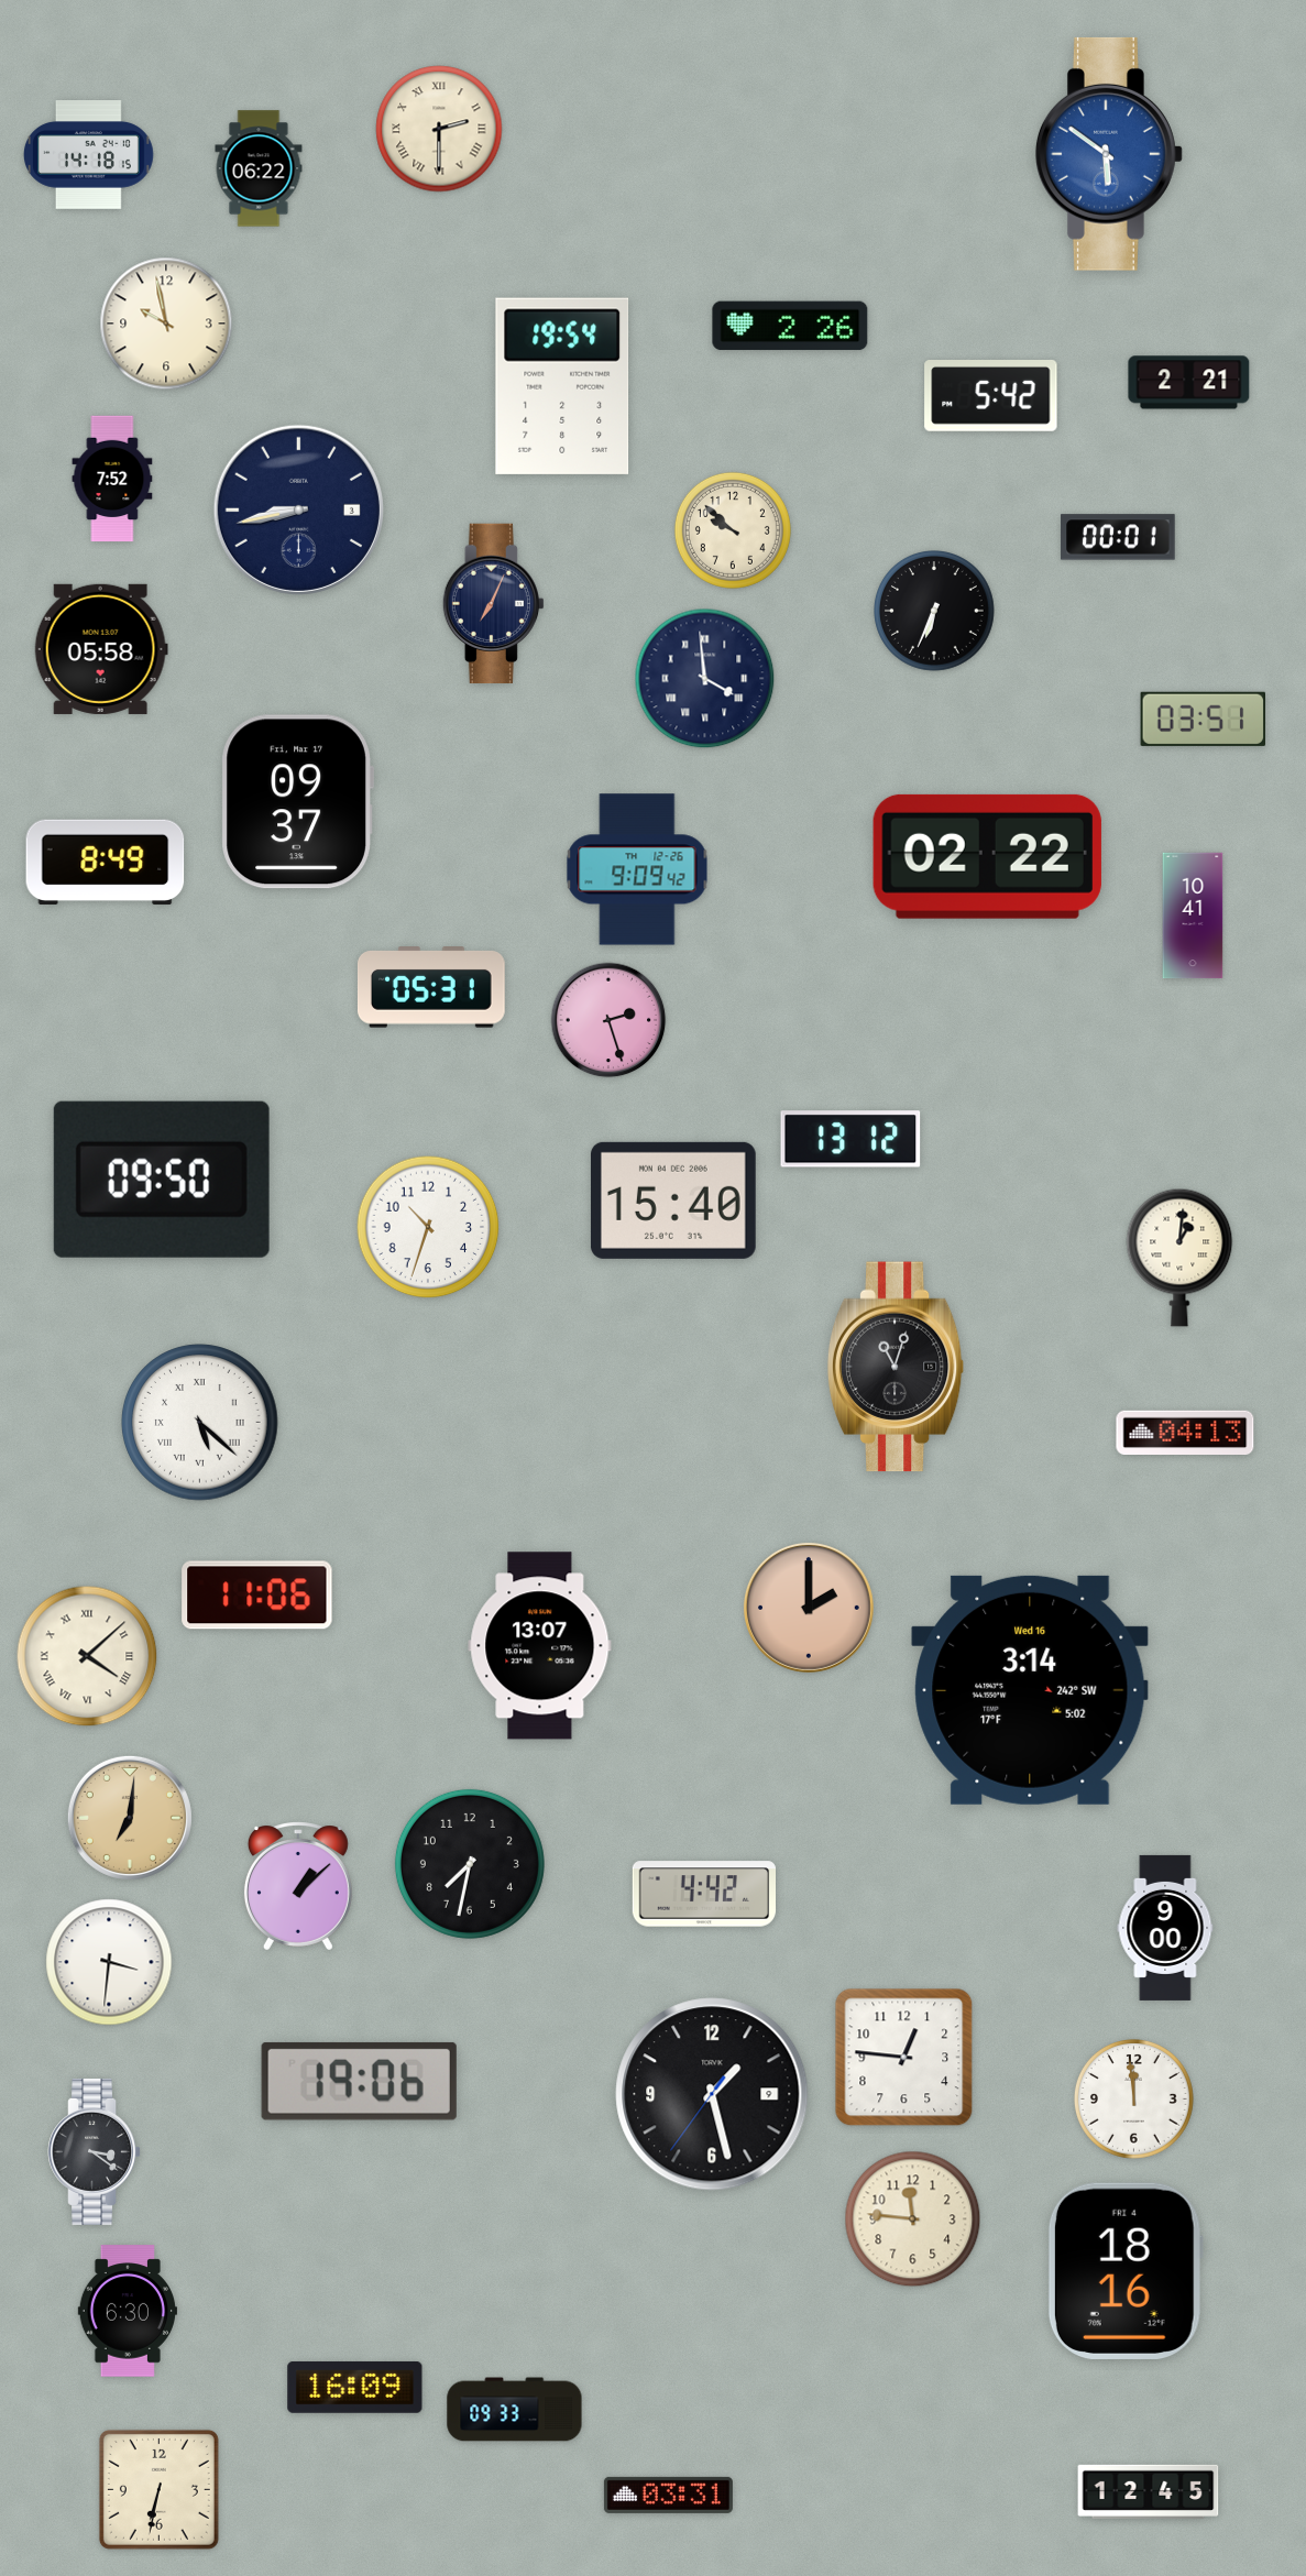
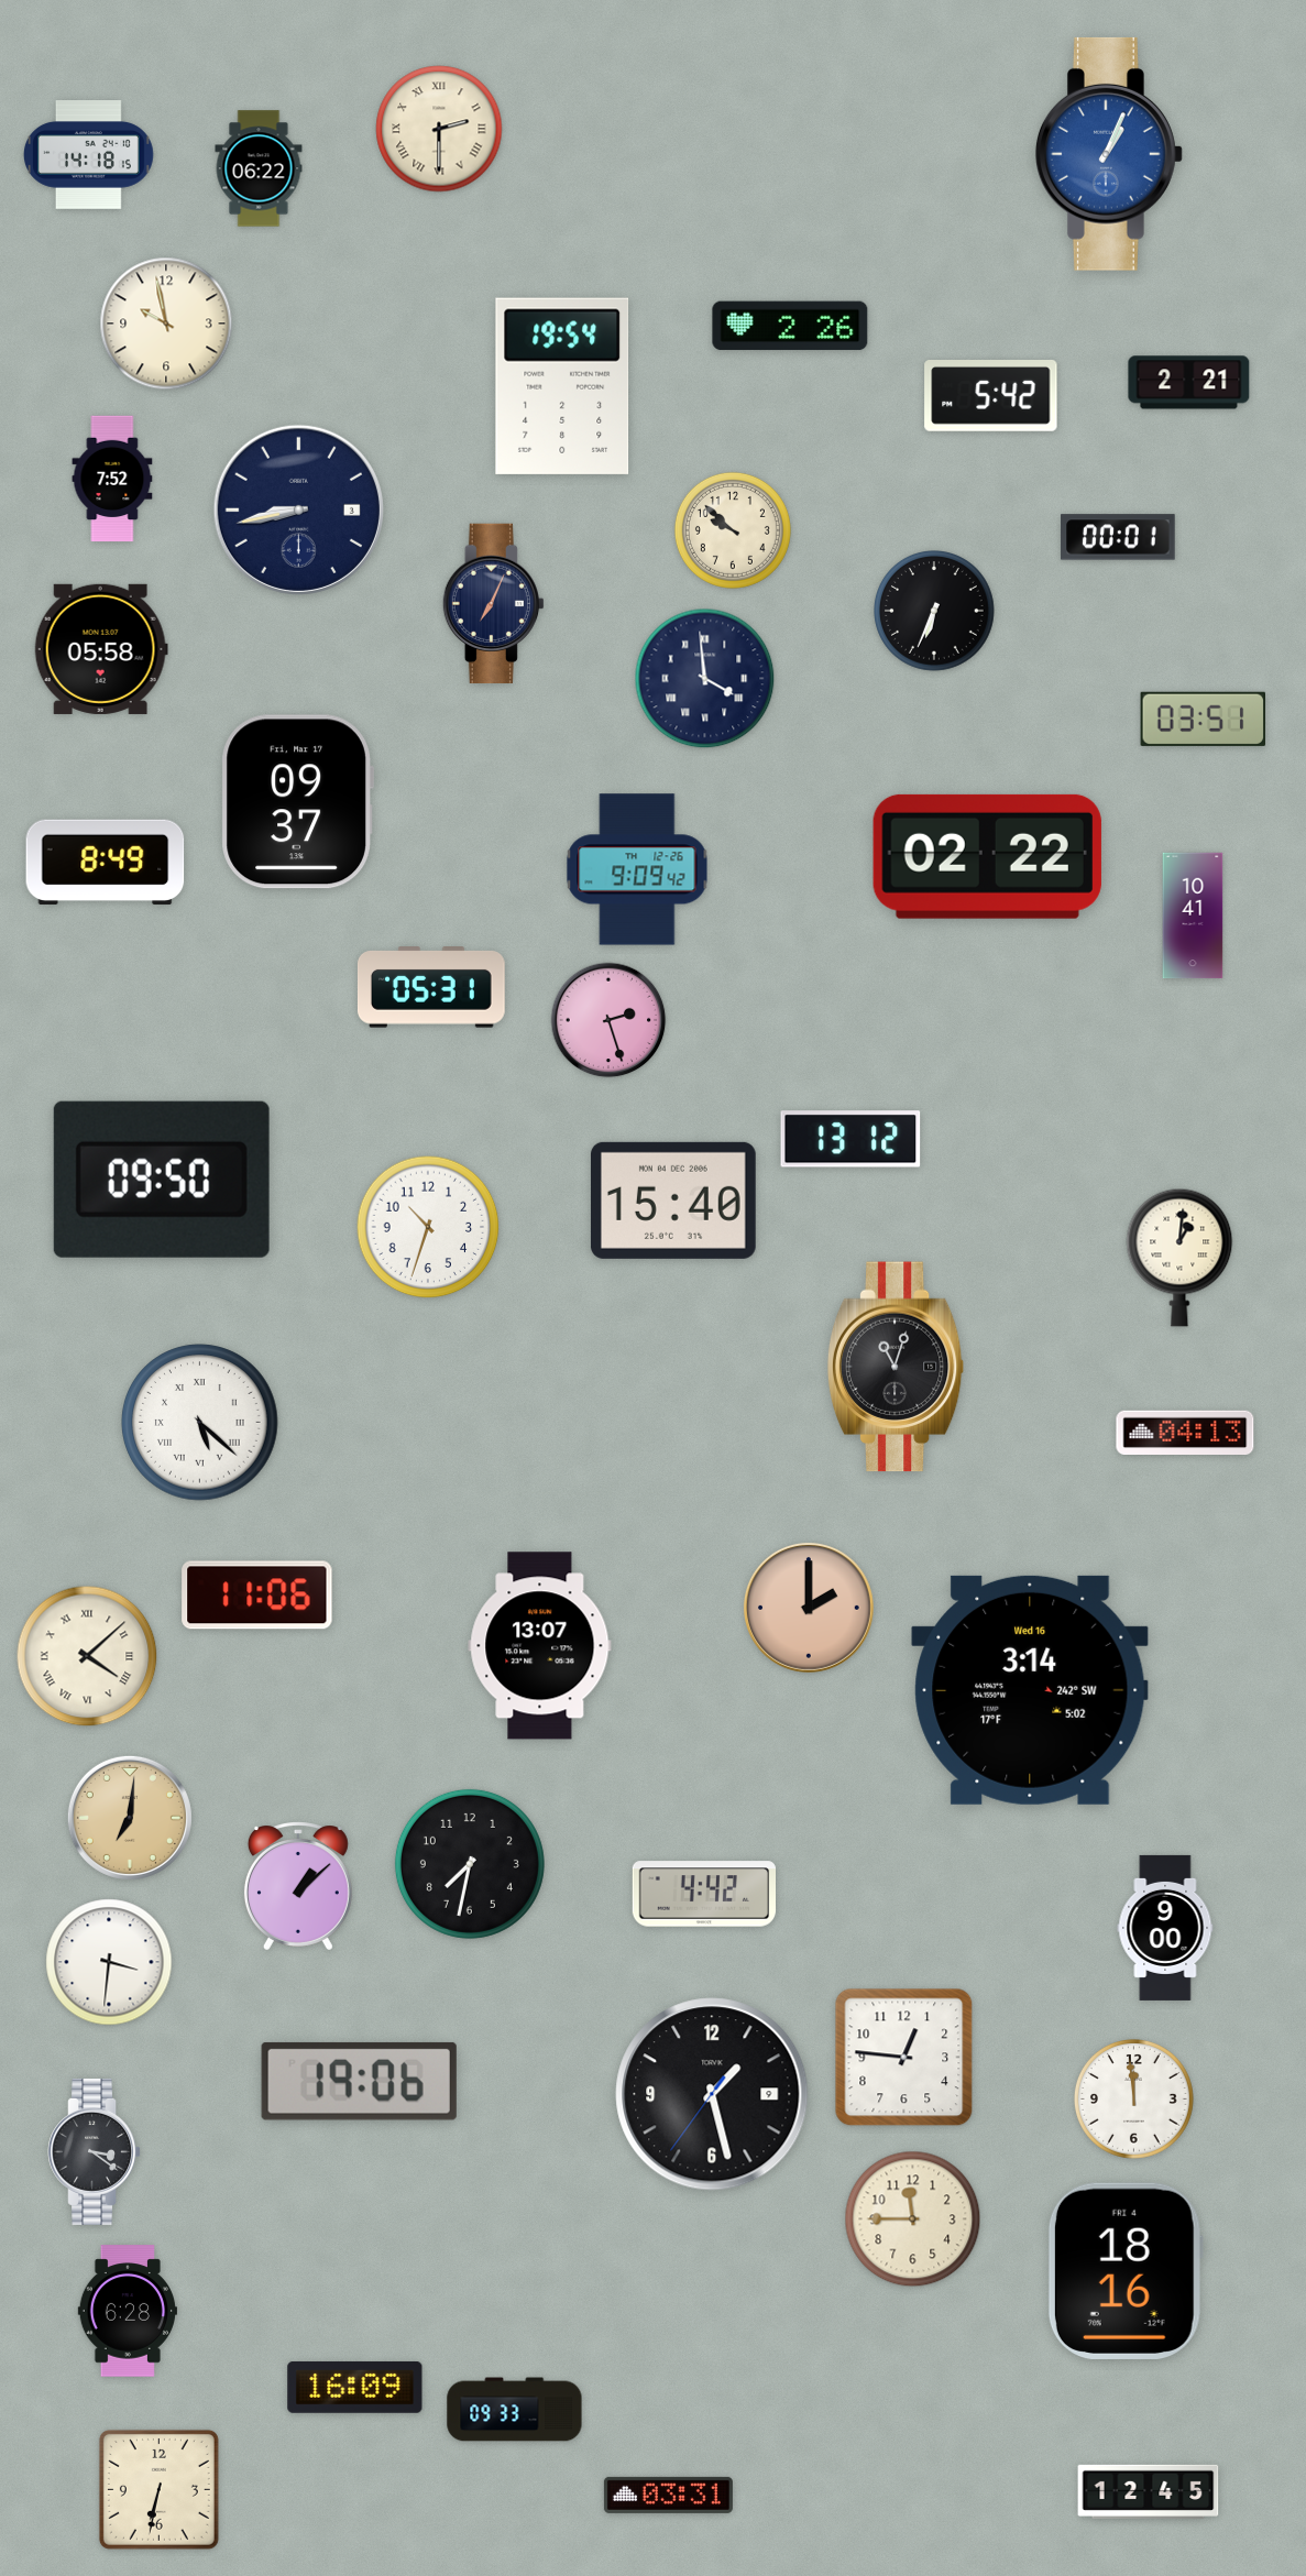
clock at (1109, 154): 5:51 -> 1:04
clock at (913, 2219): 11:46 -> 11:45
clock at (128, 2311): 6:30 -> 6:28
